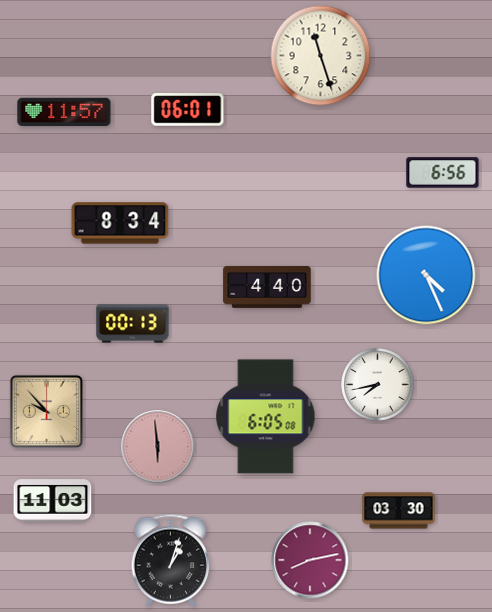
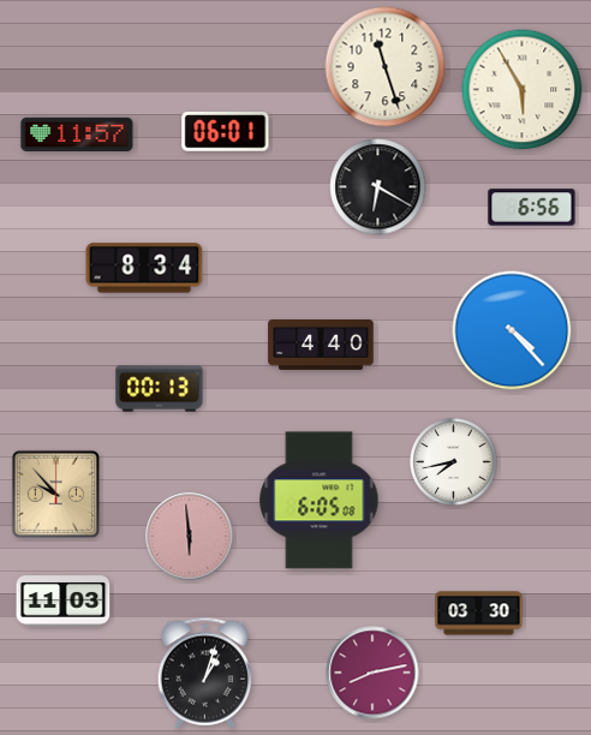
clock at (523, 90): none -> 5:55
clock at (378, 187): none -> 6:20
clock at (426, 275): 4:26 -> 4:23
